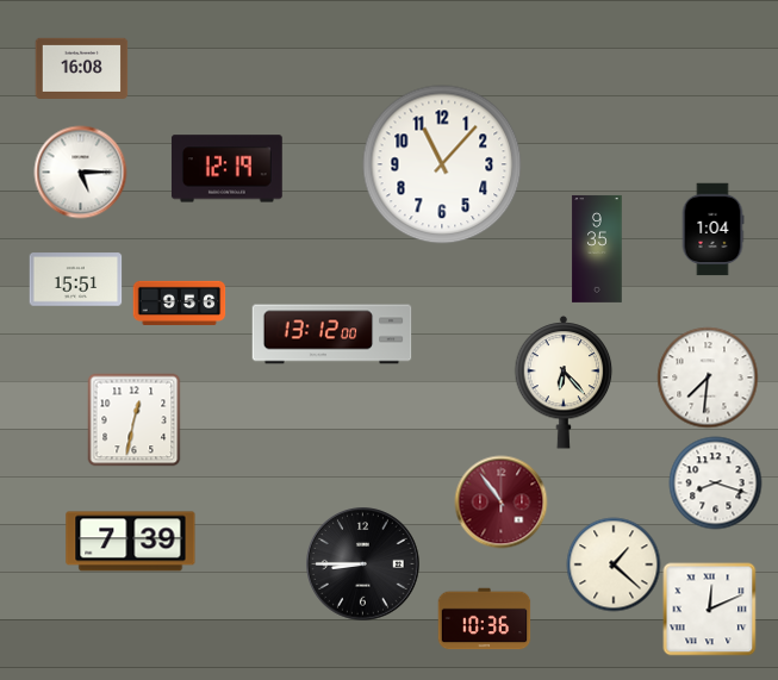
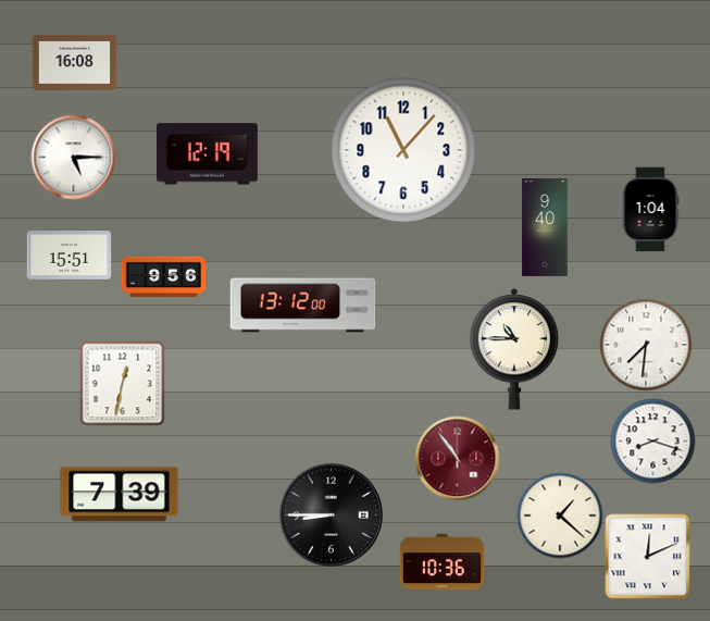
clock at (597, 249): 9:35 -> 9:40
clock at (564, 383): 6:23 -> 10:45
clock at (484, 619) position: (484, 619) -> (441, 562)
